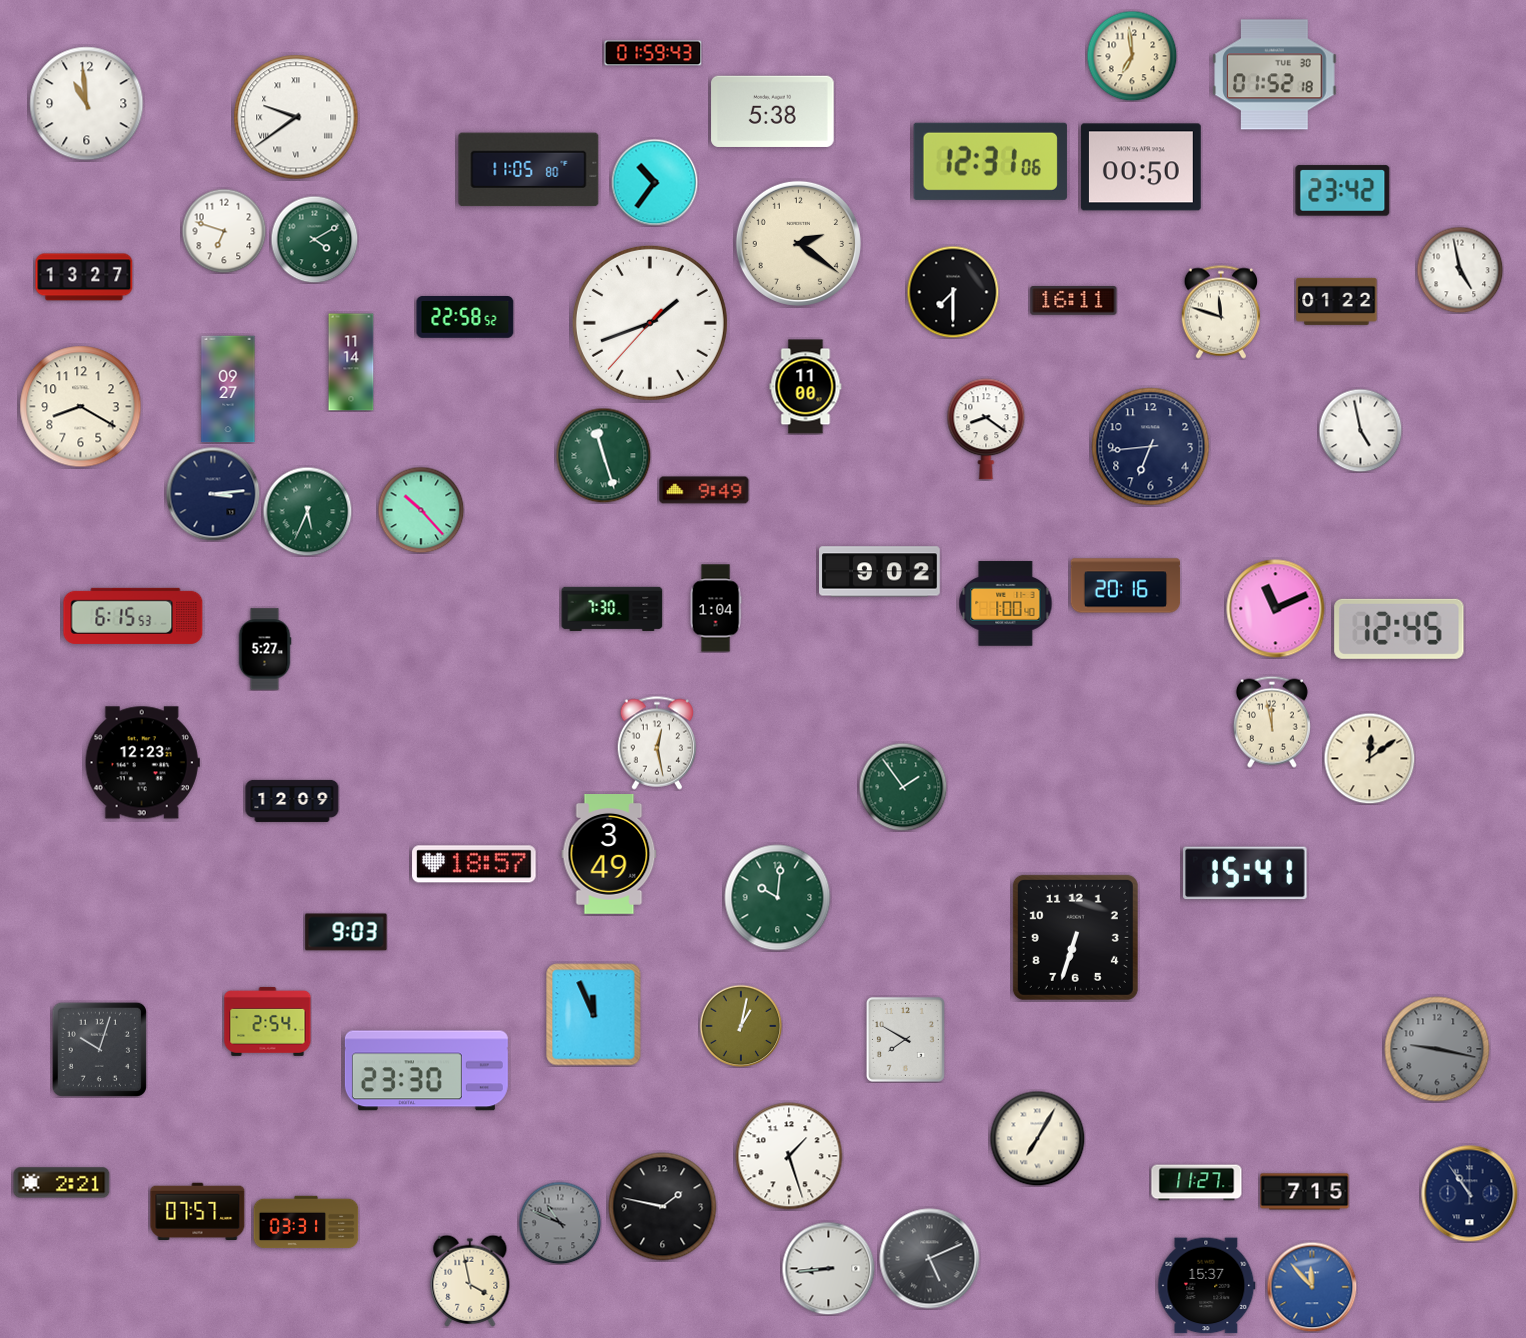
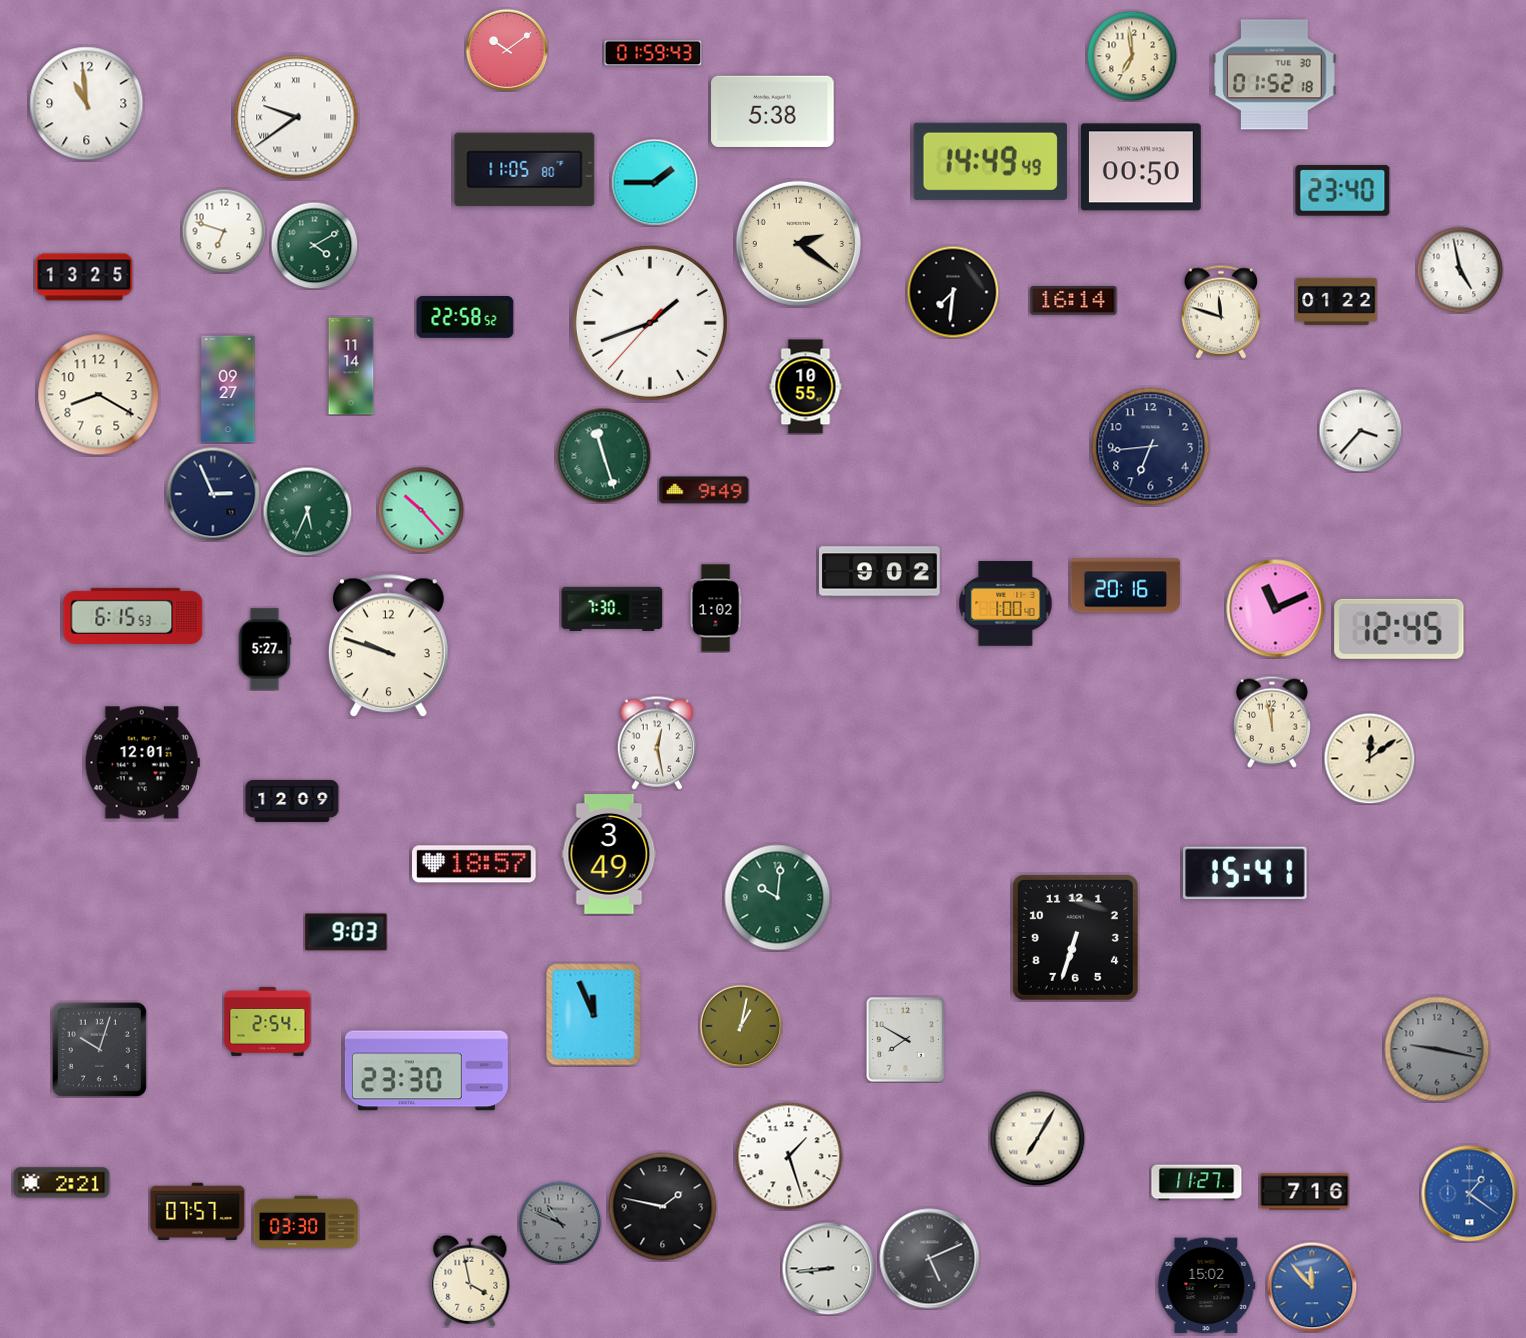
clock at (507, 50): none -> 10:09
clock at (990, 161): 12:31 -> 14:49
clock at (529, 170) position: (529, 170) -> (525, 170)
clock at (654, 182): 10:36 -> 1:45
clock at (1343, 191): 23:42 -> 23:40
clock at (314, 239) position: (314, 239) -> (314, 245)
clock at (84, 277): 13:27 -> 13:25
clock at (953, 292): 7:30 -> 7:31
clock at (1074, 301): 16:11 -> 16:14
clock at (351, 362) position: (351, 362) -> (351, 366)
clock at (806, 387): 11:00 -> 10:55
clock at (81, 407) position: (81, 407) -> (99, 395)
clock at (986, 429): 8:21 -> none
clock at (1360, 430): 4:58 -> 3:37
clock at (213, 494): 3:14 -> 2:56
clock at (716, 608): 1:04 -> 1:02
clock at (388, 646): none -> 9:48
clock at (142, 763): 12:23 -> 12:01
clock at (903, 787): 1:54 -> none
clock at (1305, 1192): 7:15 -> 7:16
clock at (1470, 1194): 10:54 -> 1:21
clock at (1470, 1194) dial: navy -> blue
clock at (306, 1222): 03:31 -> 03:30
clock at (1207, 1286): 15:37 -> 15:02
